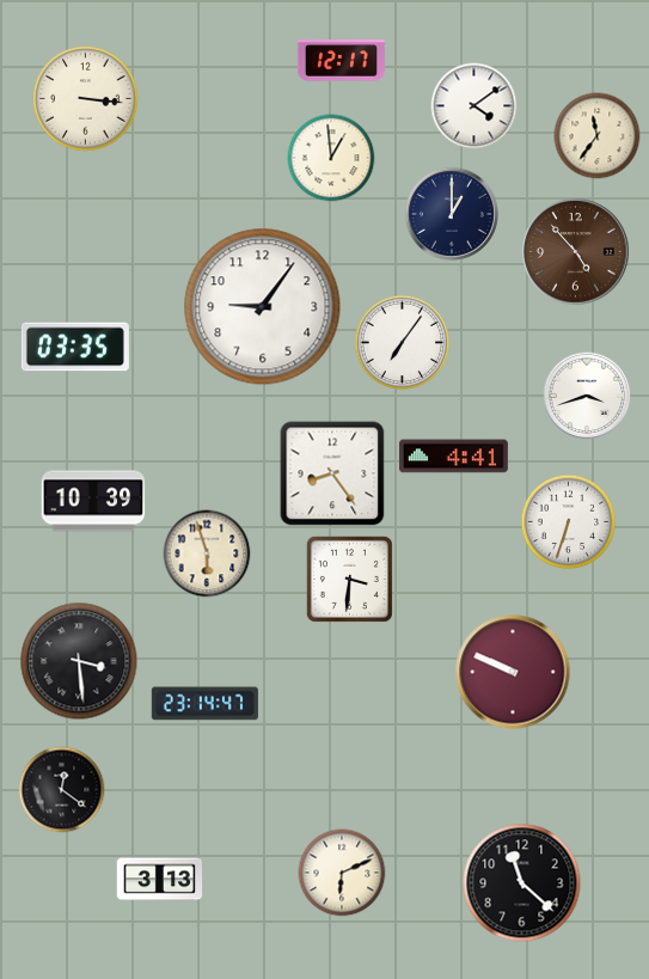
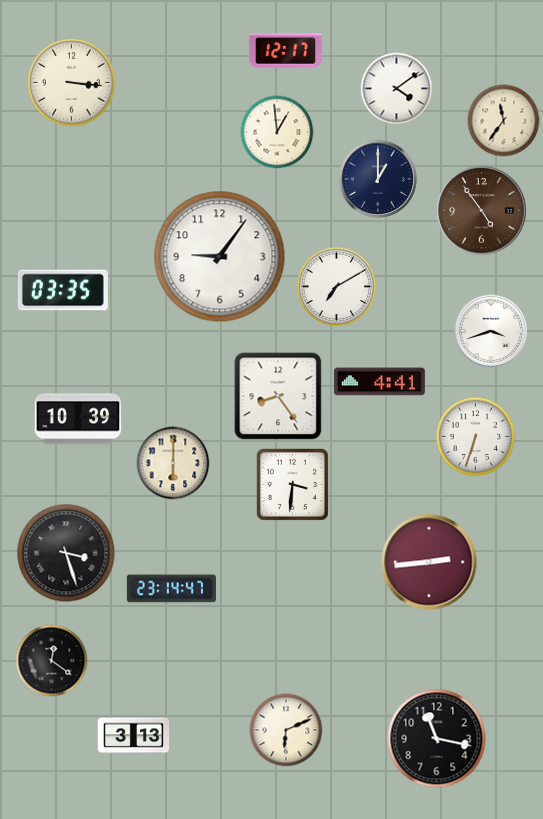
clock at (598, 136) position: (598, 136) -> (504, 121)
clock at (576, 252): 4:53 -> 4:54
clock at (403, 343): 7:06 -> 7:10
clock at (207, 553): 5:57 -> 6:00
clock at (79, 661): 3:29 -> 3:27
clock at (513, 672): 9:49 -> 2:44
clock at (522, 883): 11:22 -> 11:17
